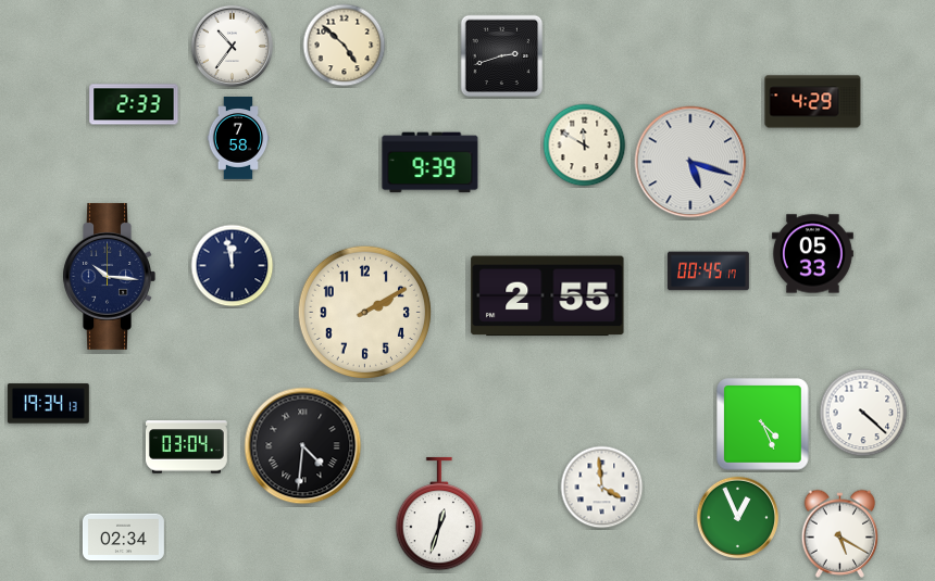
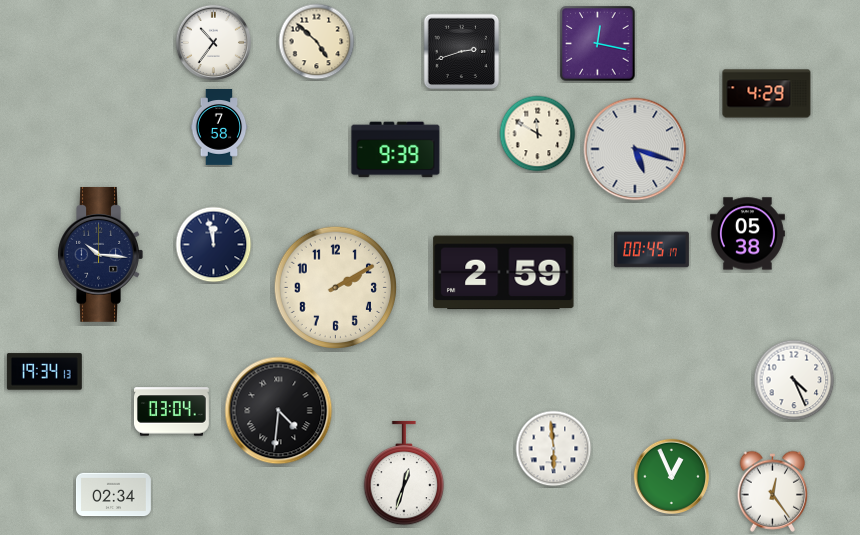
clock at (598, 44): none -> 12:17
clock at (813, 102) position: (813, 102) -> (767, 94)
clock at (134, 104): 2:33 -> none
clock at (812, 254): 05:33 -> 05:38
clock at (548, 296): 2:55 -> 2:59
clock at (863, 413): 4:22 -> 4:26
clock at (763, 425): 4:26 -> none
clock at (602, 488): 3:59 -> 5:59
clock at (738, 518) position: (738, 518) -> (672, 477)
clock at (840, 533): 5:20 -> 12:24
